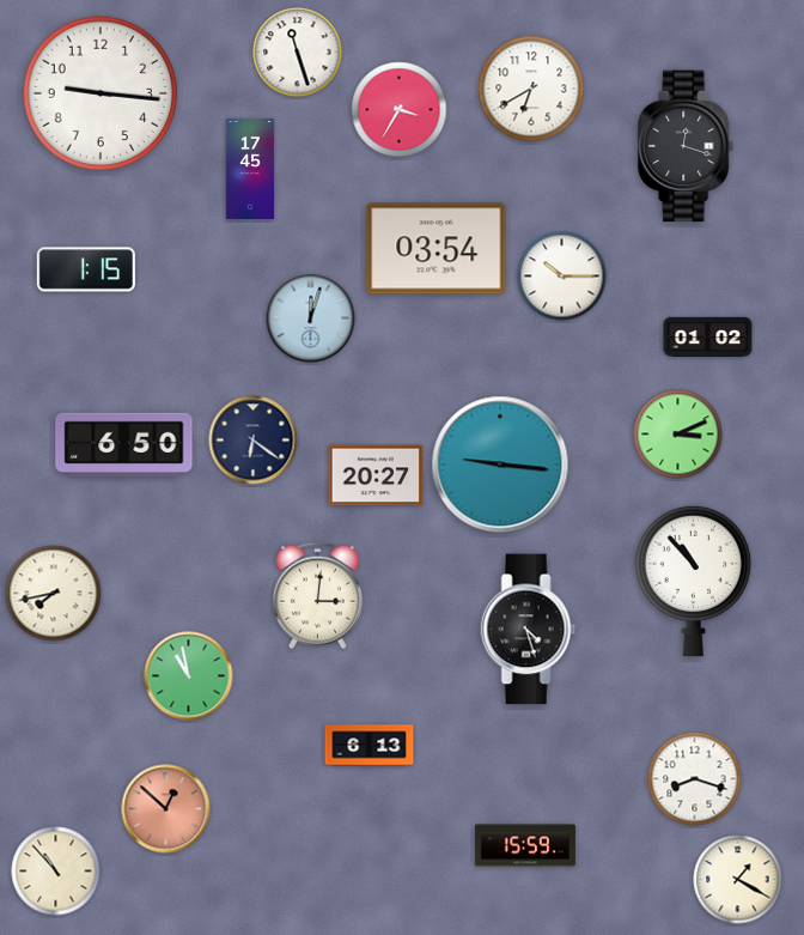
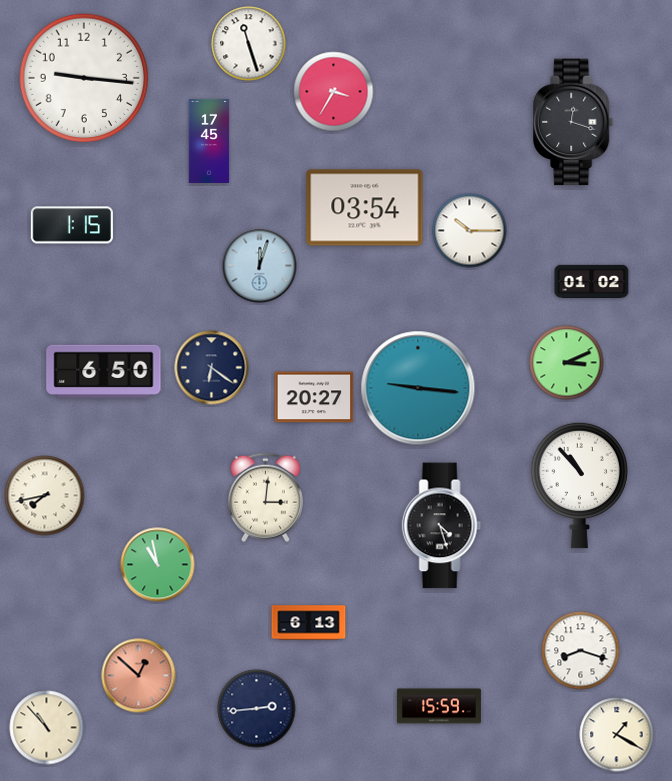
clock at (531, 89): 6:40 -> none
clock at (257, 709): none -> 2:44
